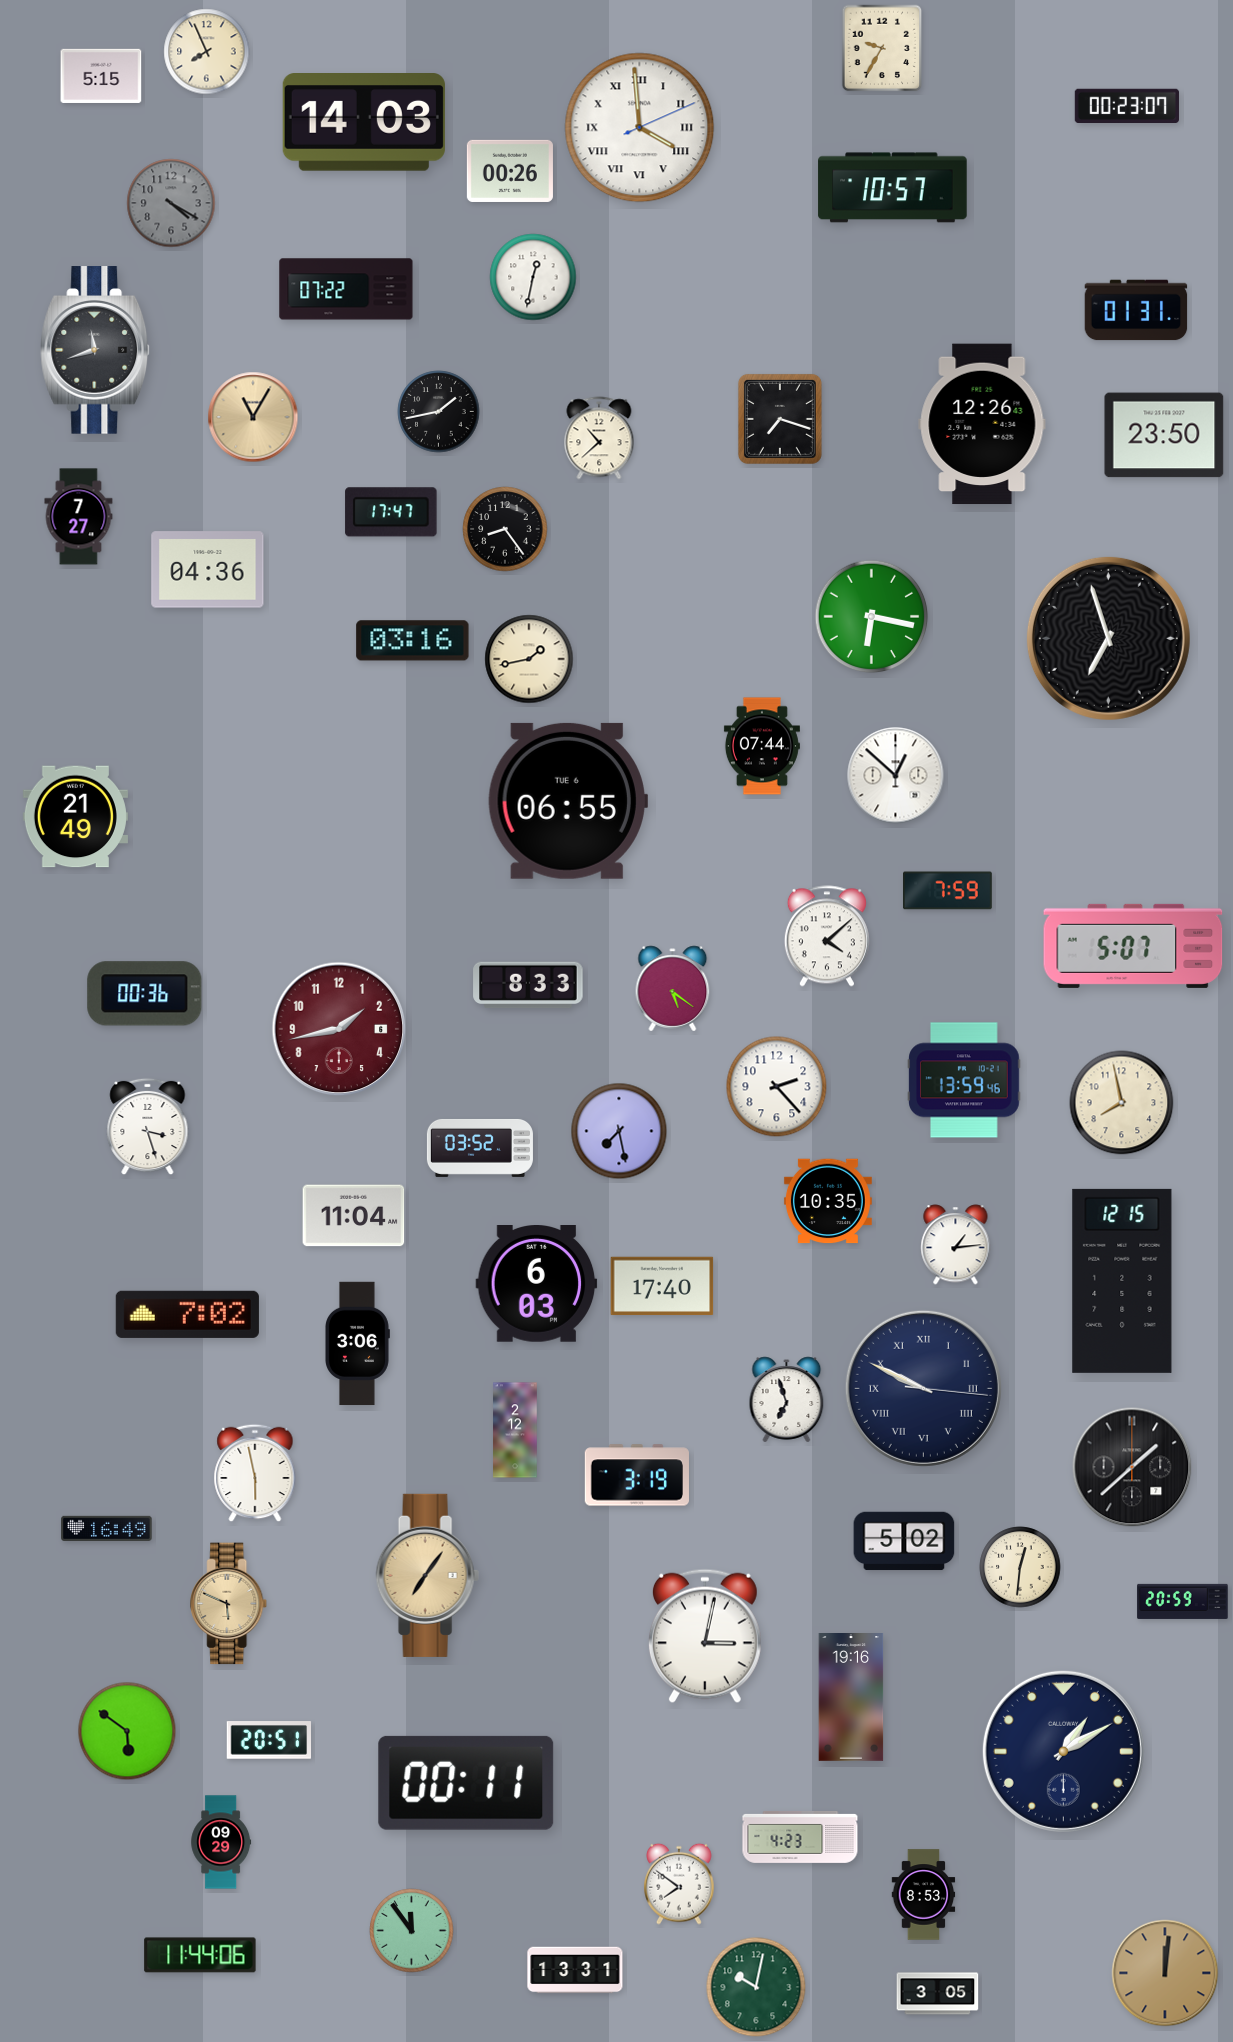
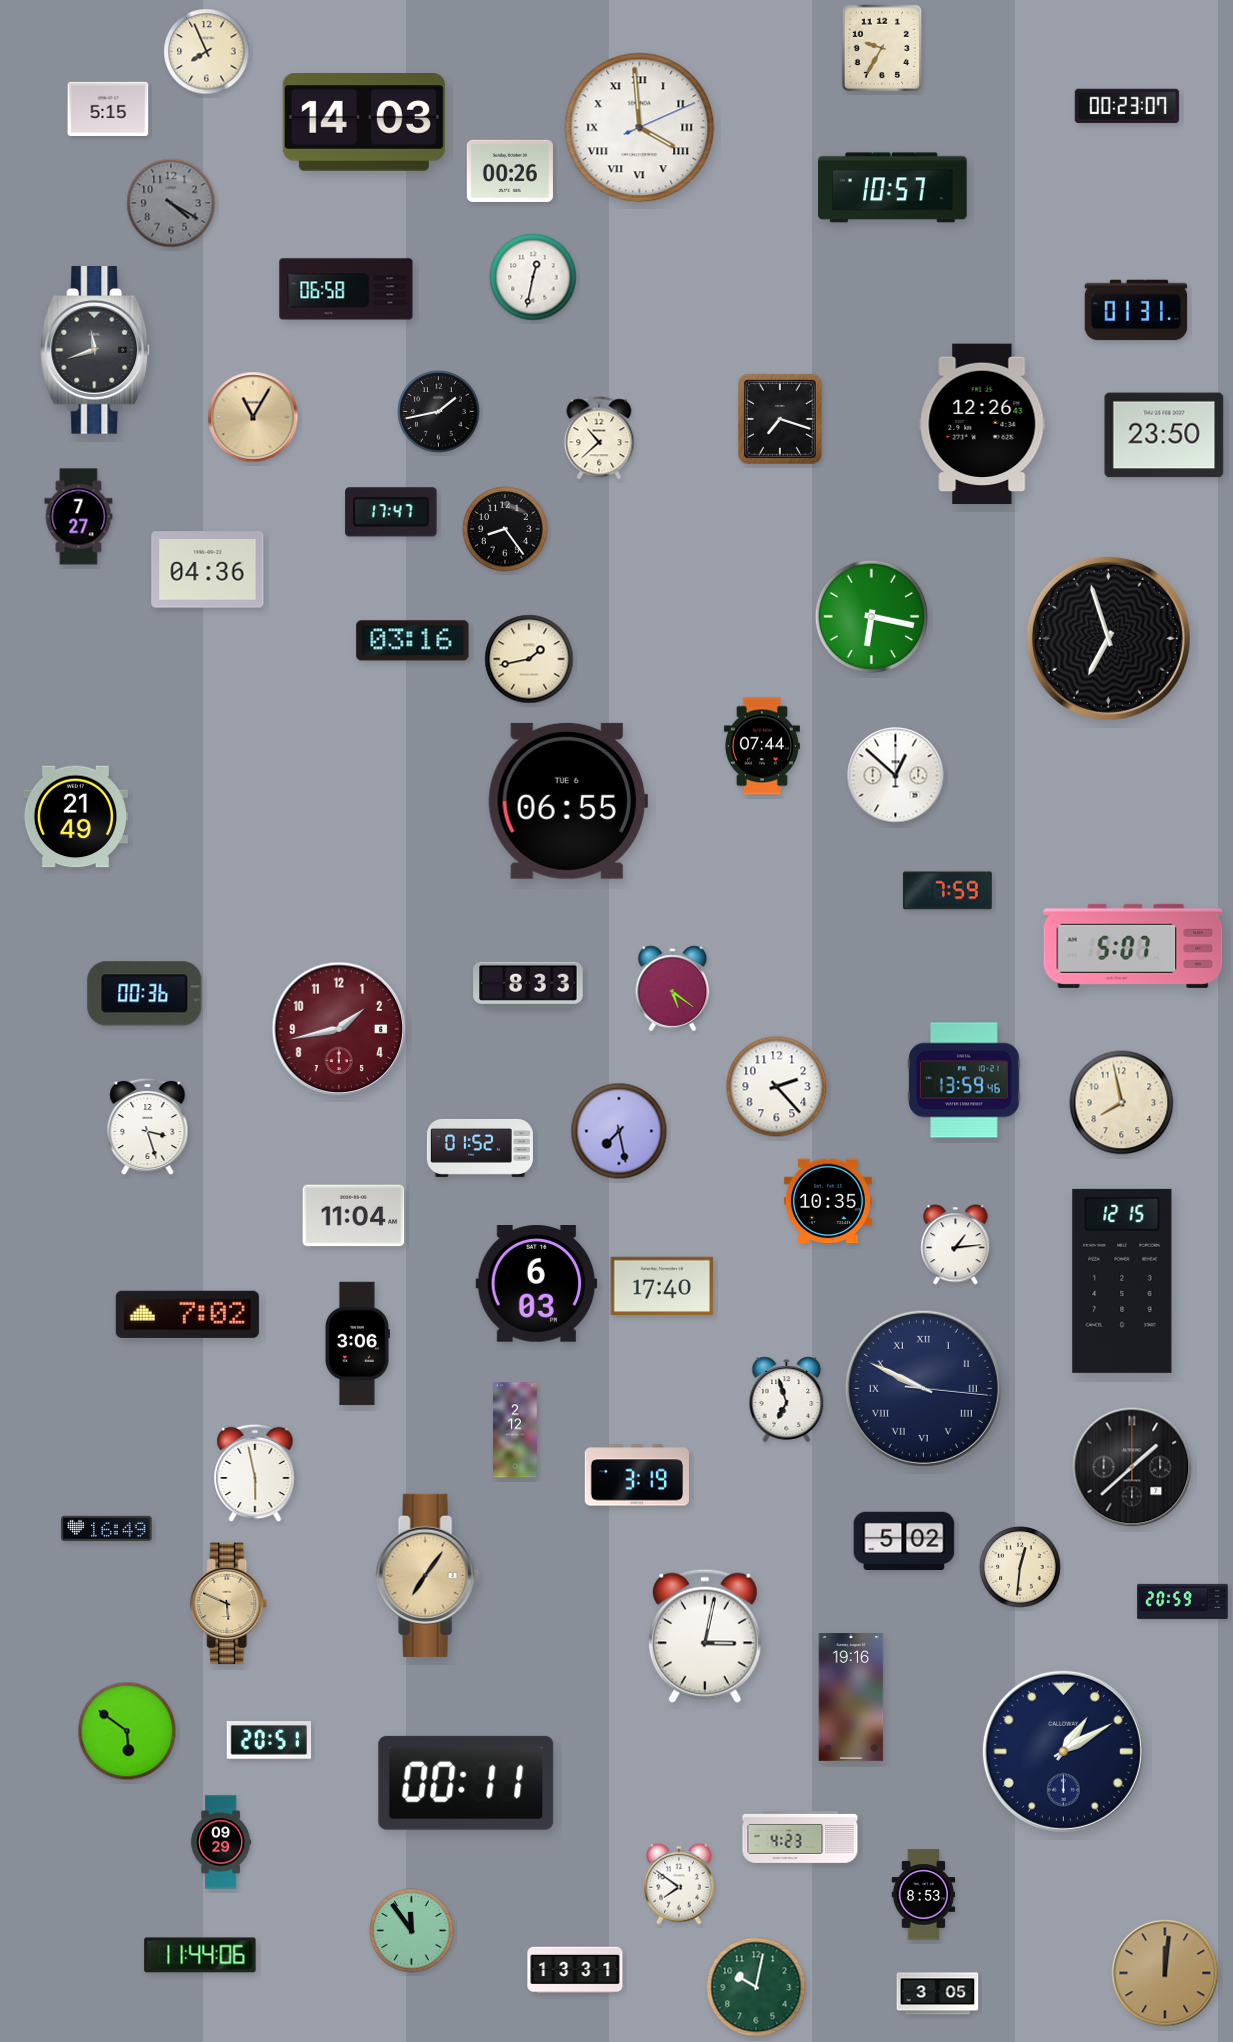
clock at (101, 75) position: (101, 75) -> (108, 108)
clock at (346, 289): 07:22 -> 06:58
clock at (827, 936): 4:08 -> none
clock at (480, 1148): 03:52 -> 01:52
